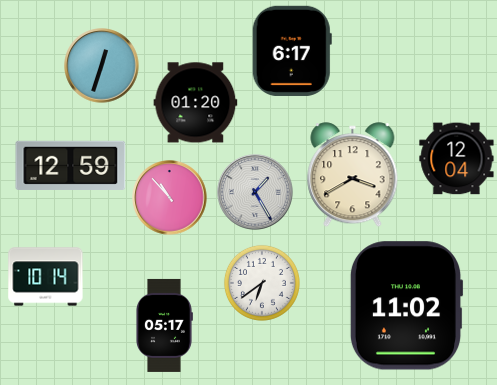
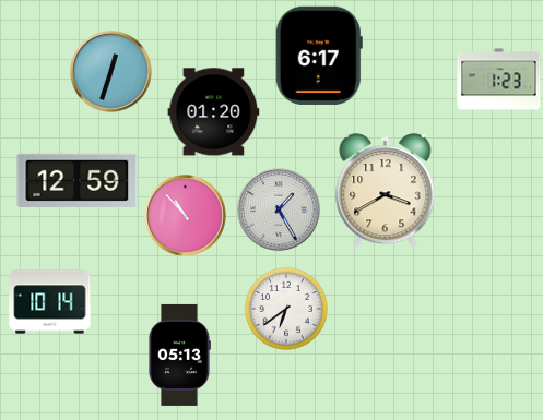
clock at (499, 80): none -> 1:23
clock at (457, 159): 12:04 -> none
clock at (406, 306): 11:02 -> none
clock at (164, 325): 05:17 -> 05:13
